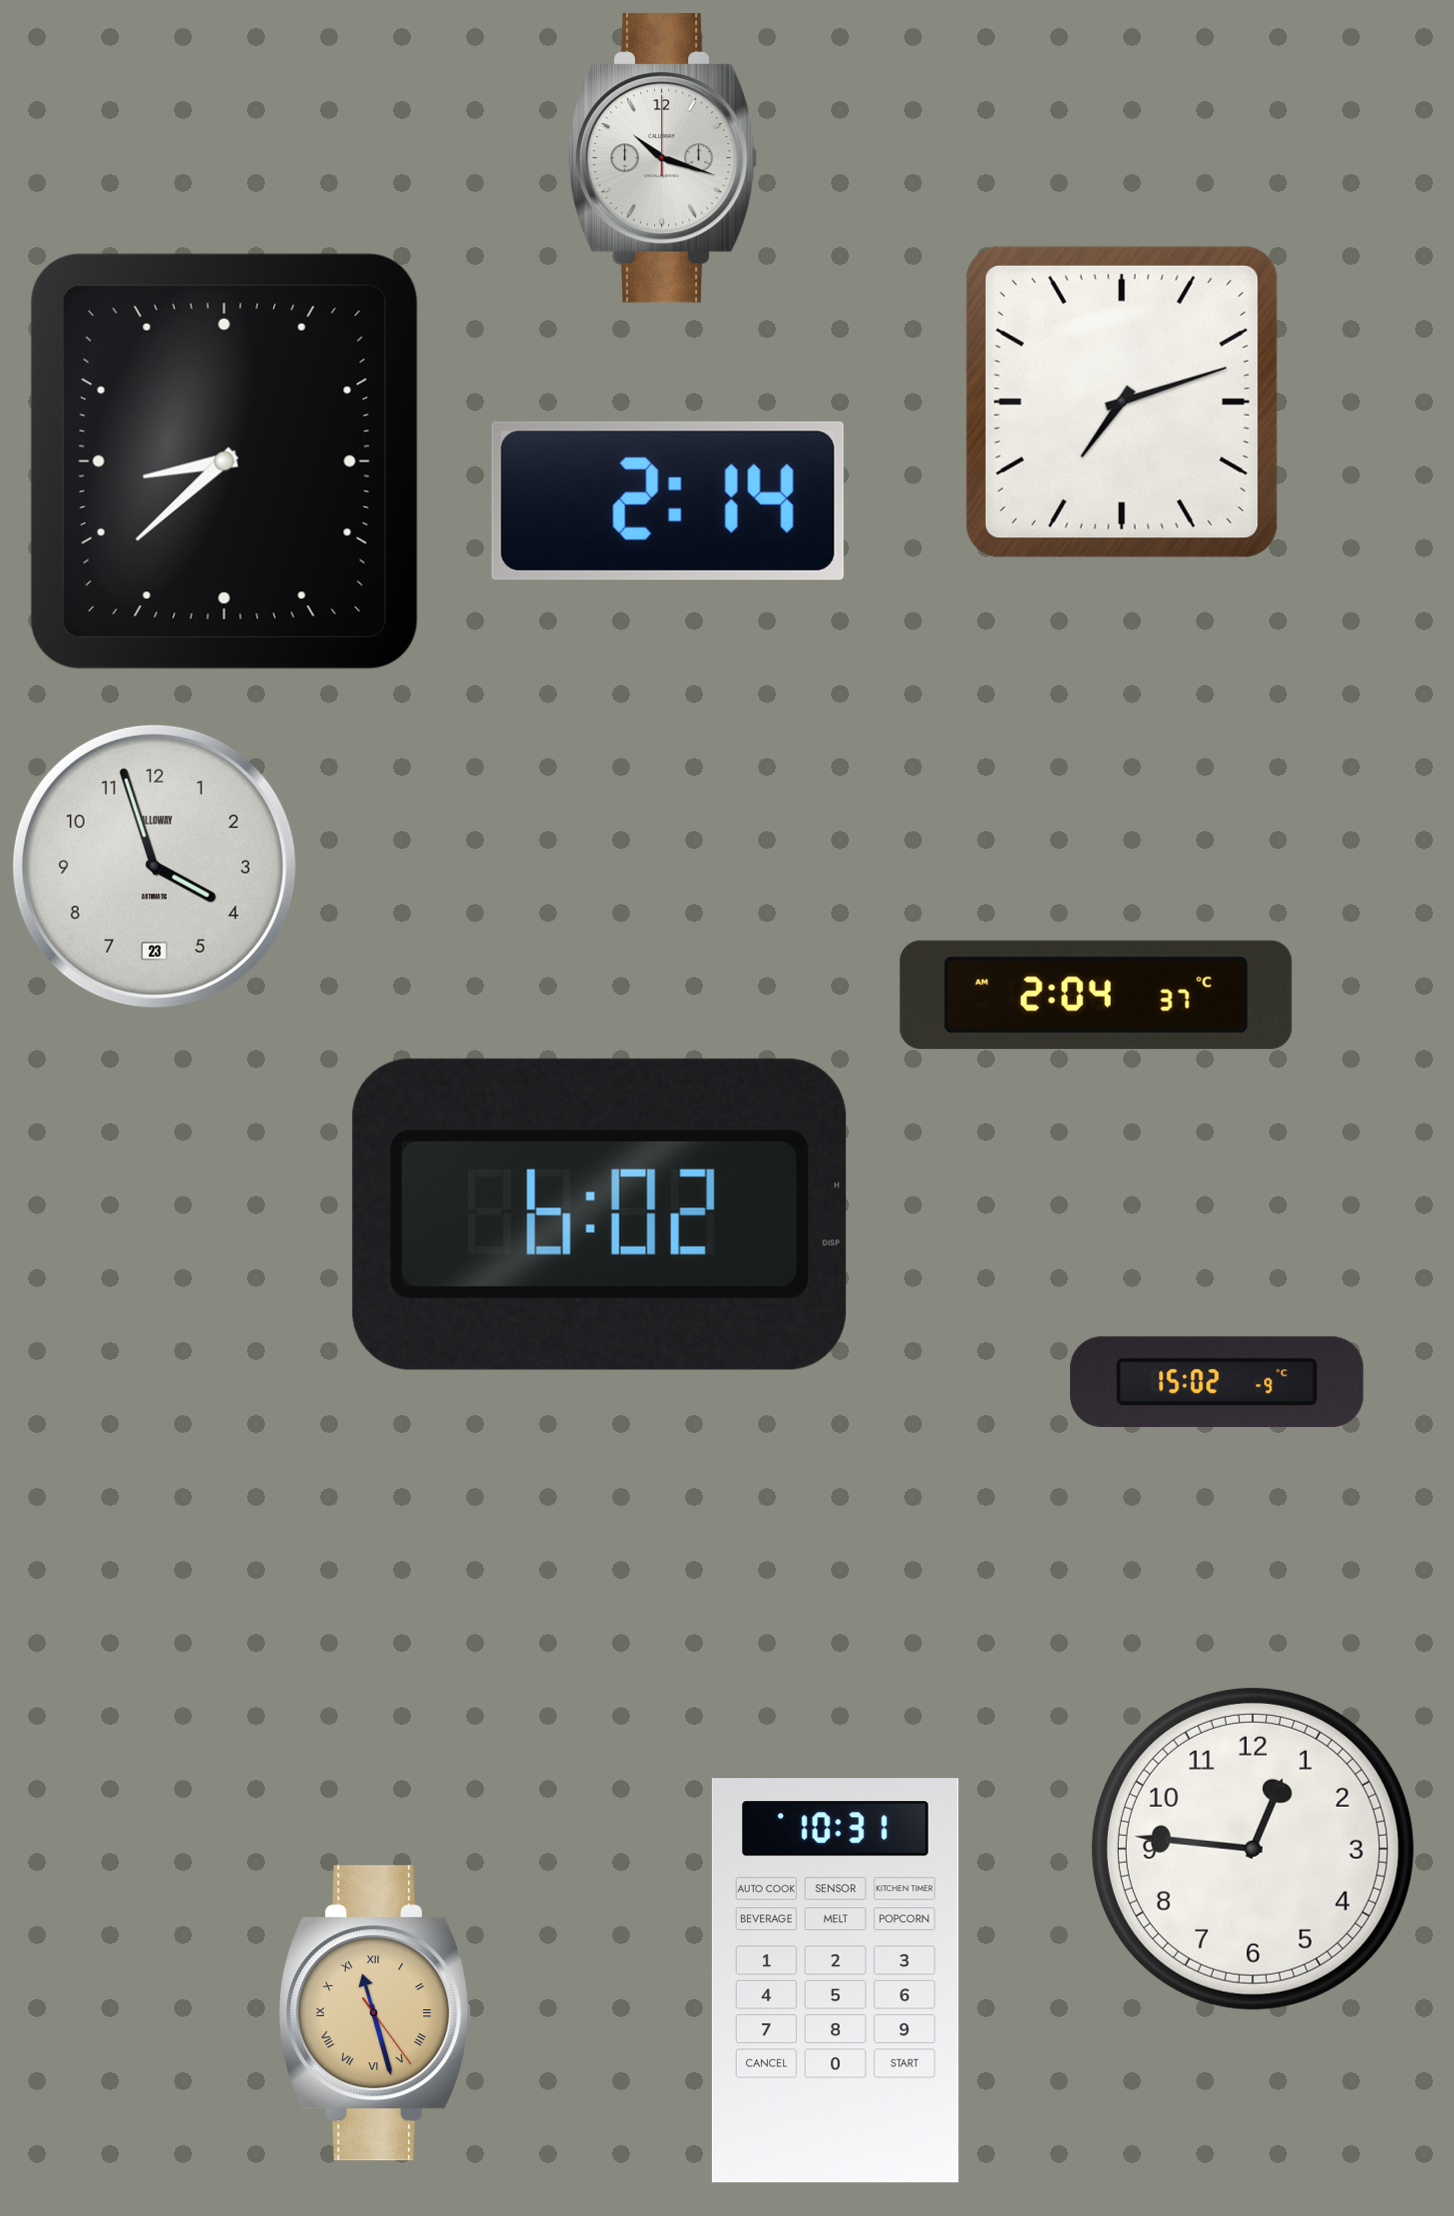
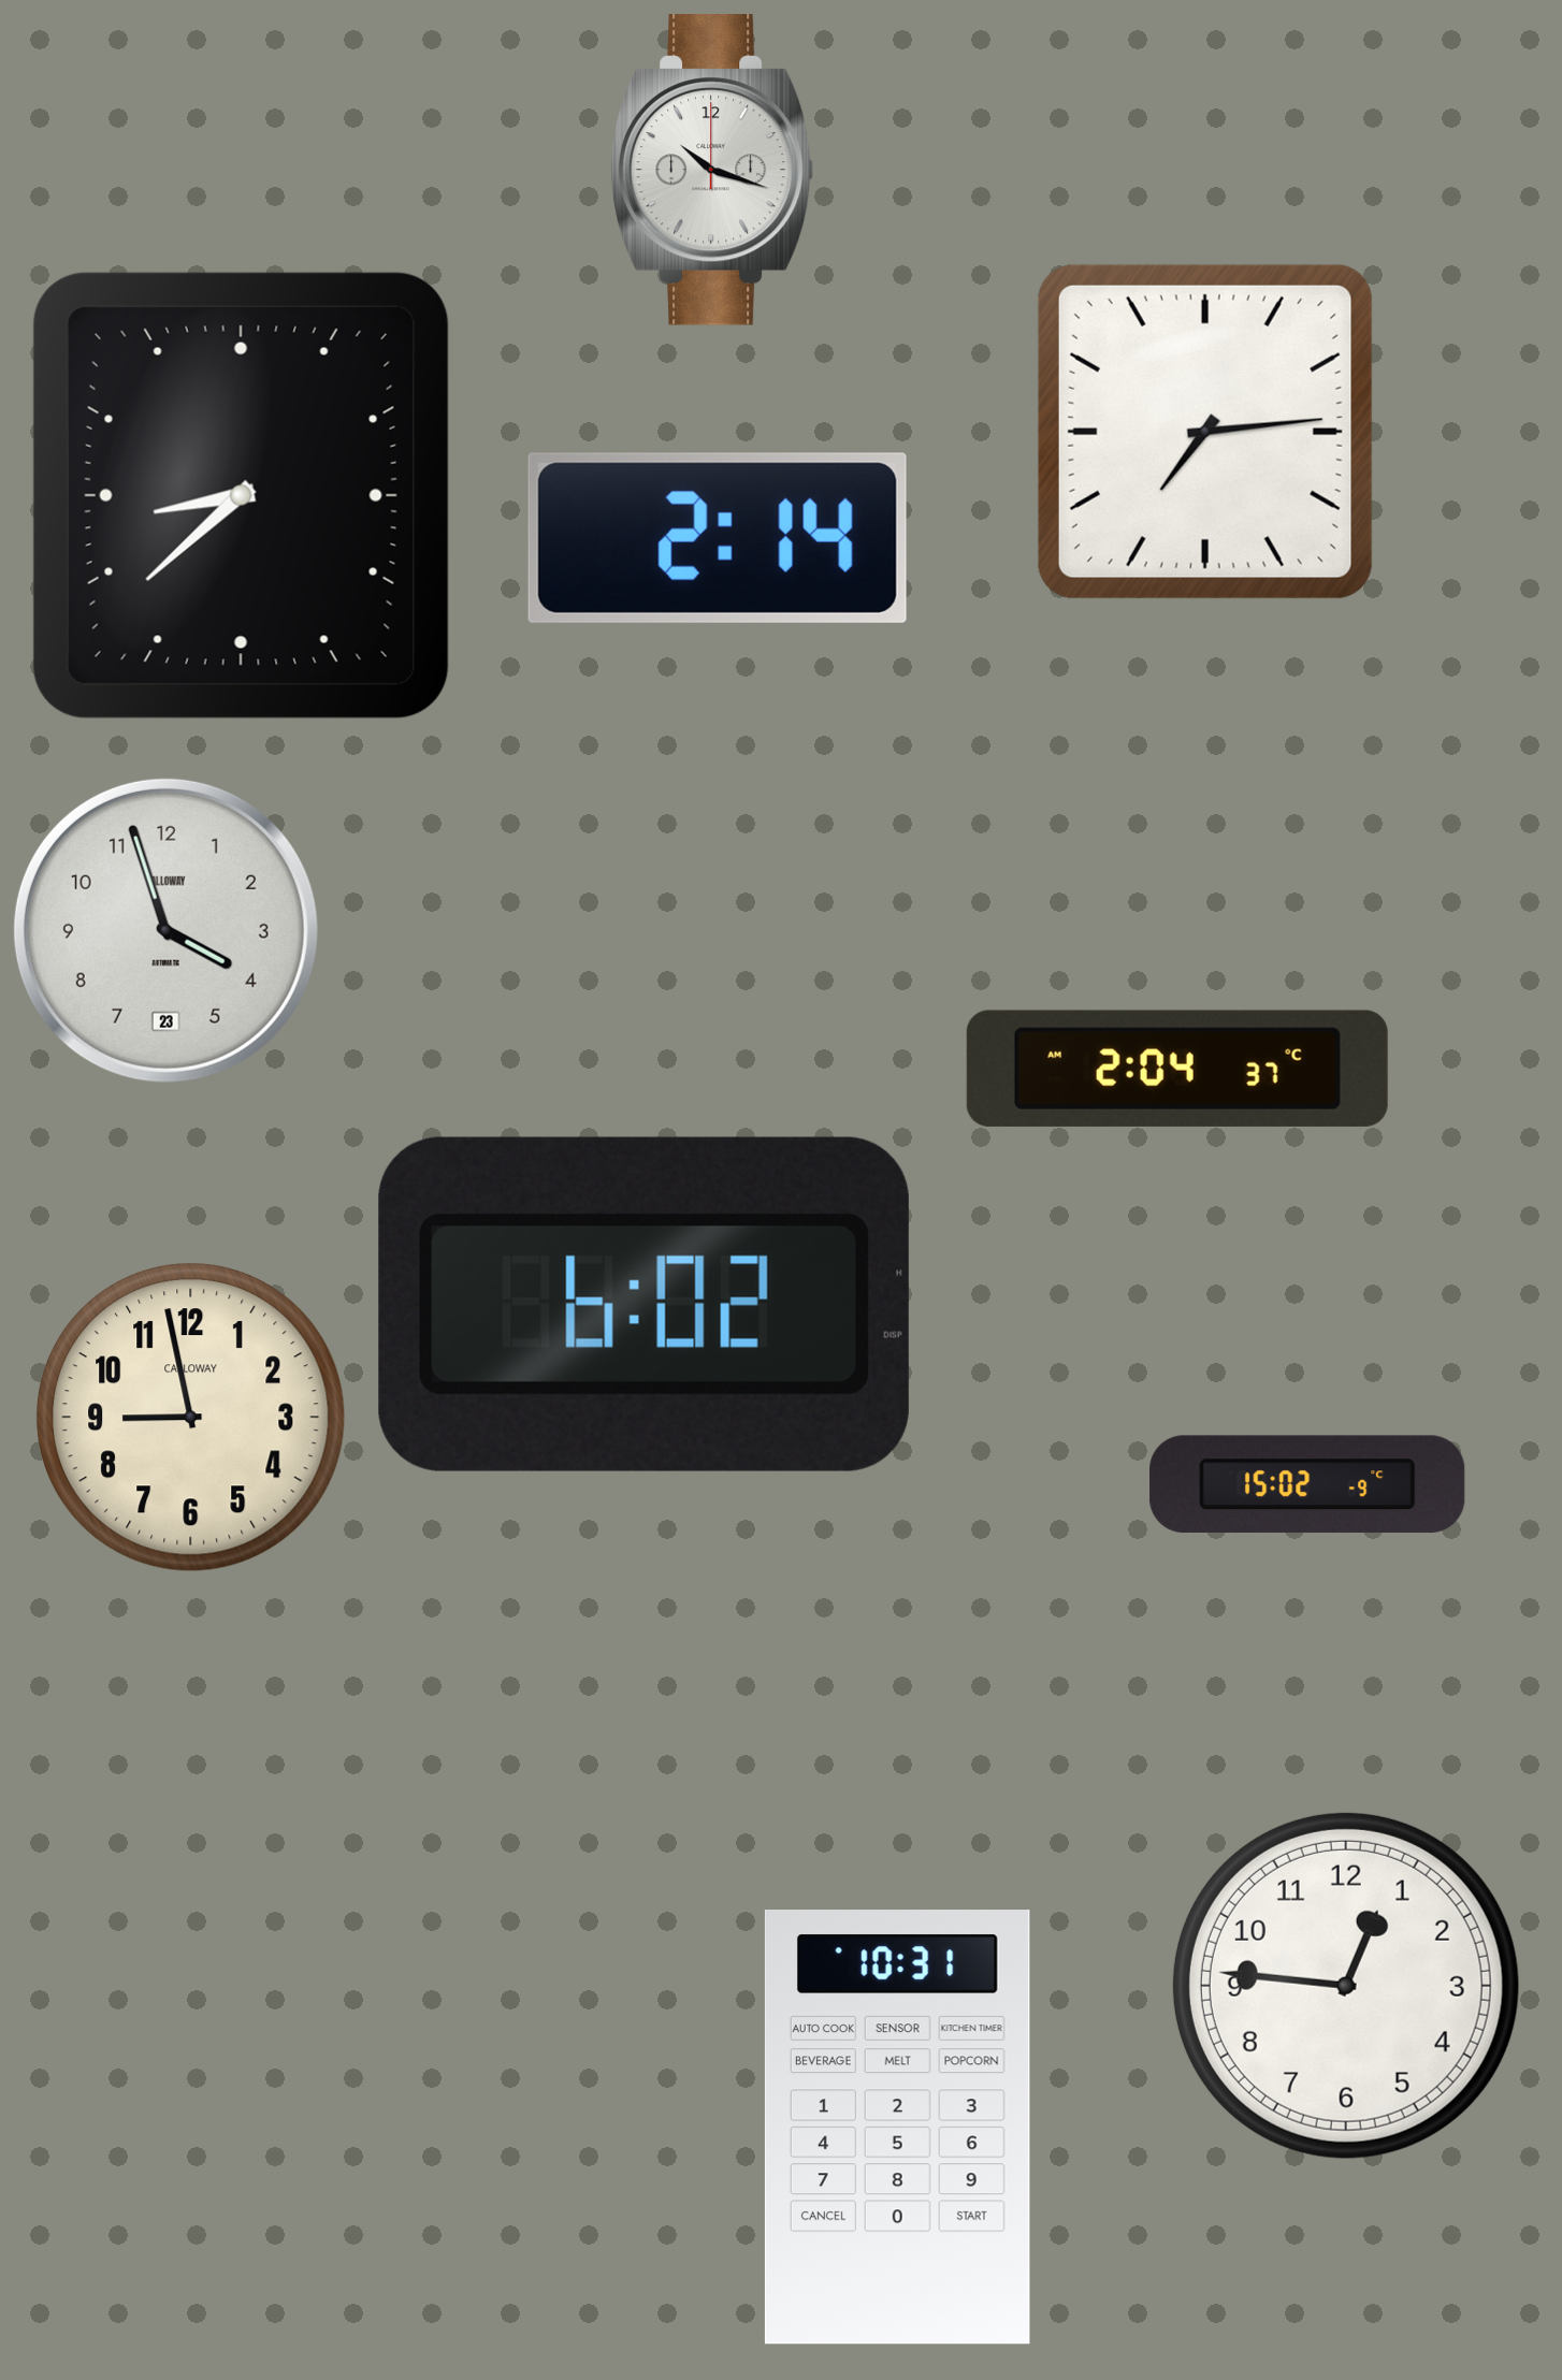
clock at (1122, 402): 7:12 -> 7:14
clock at (191, 1418): none -> 8:58
clock at (376, 2013): 11:27 -> none
